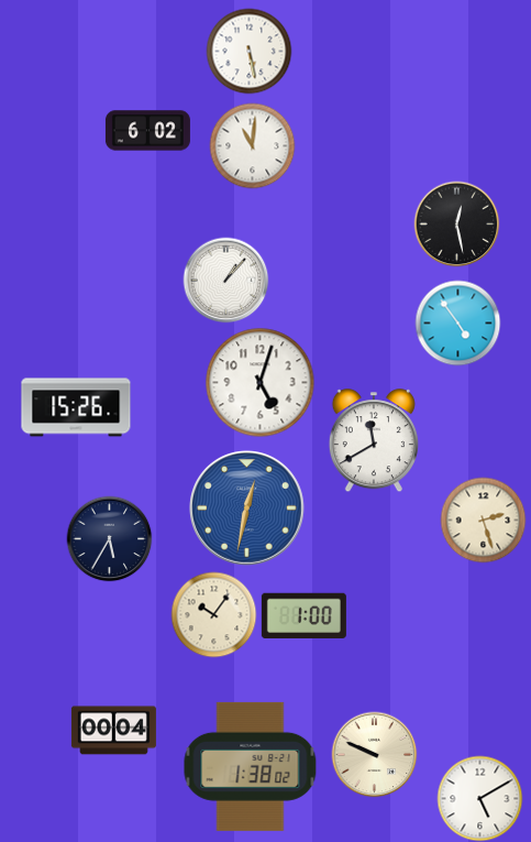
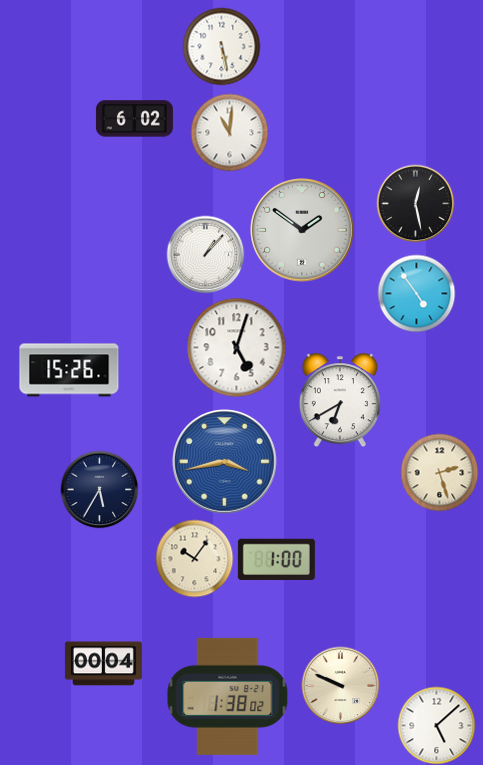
clock at (248, 51) position: (248, 51) -> (221, 46)
clock at (302, 230): none -> 1:51
clock at (374, 440): 11:40 -> 6:40
clock at (247, 509): 12:32 -> 3:43
clock at (479, 798): 5:10 -> 5:08
